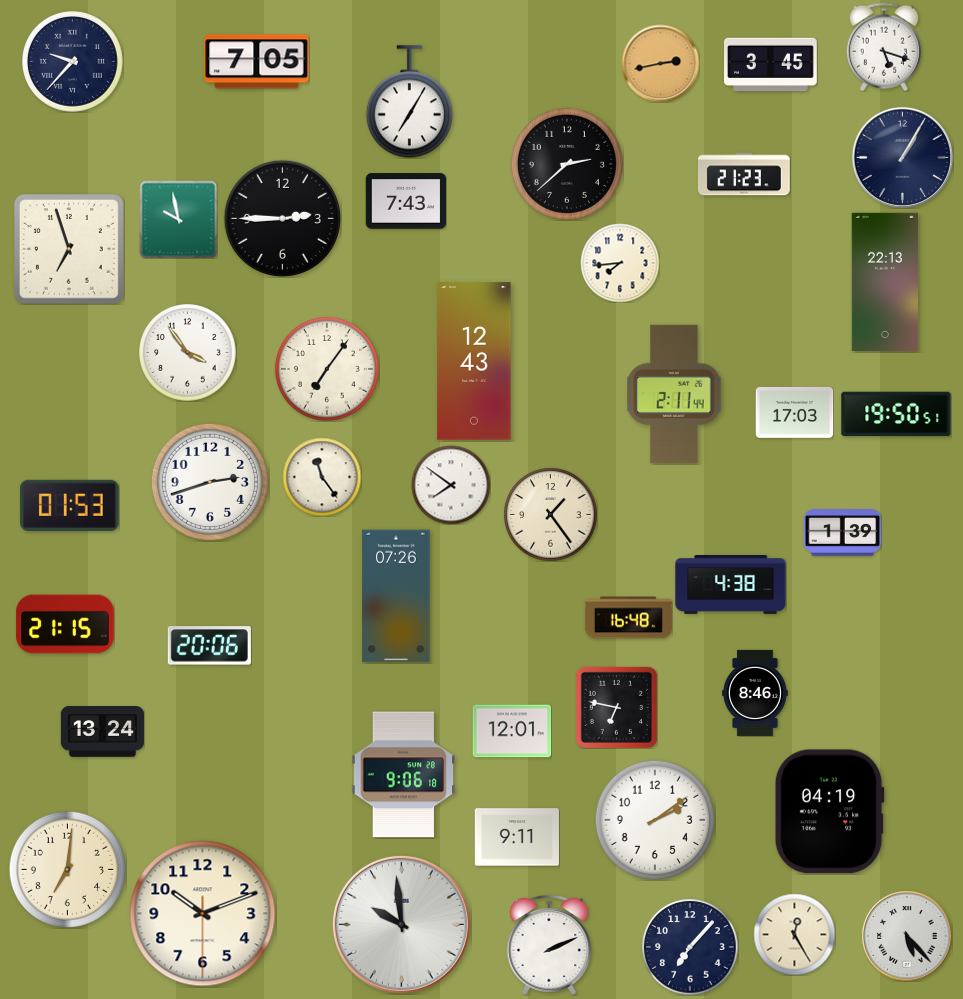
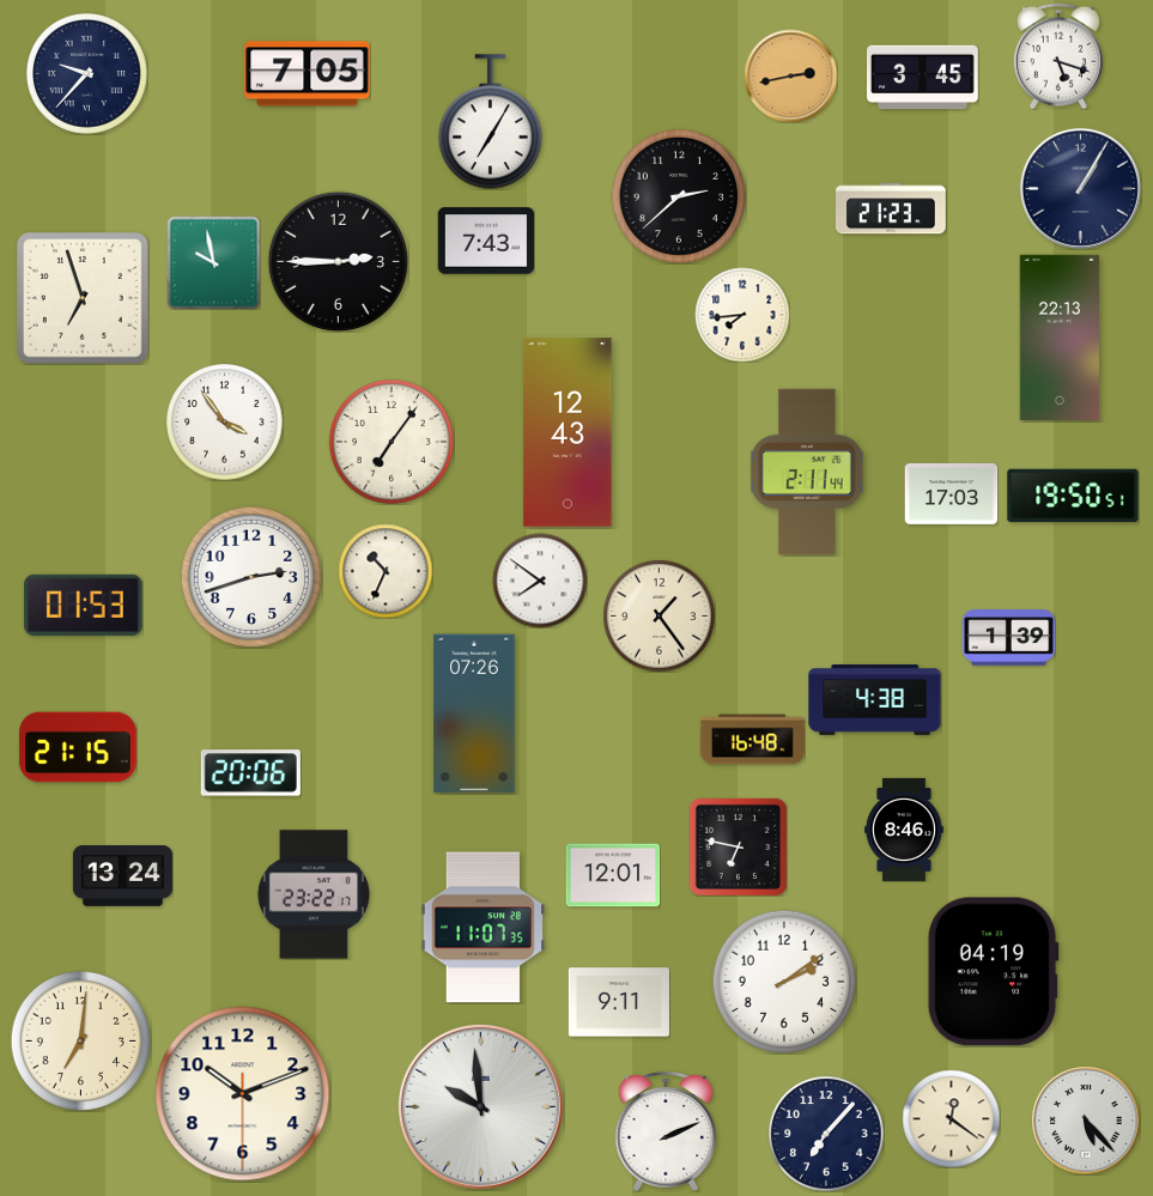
clock at (322, 477): 11:24 -> 10:34
clock at (314, 894): none -> 23:22
clock at (404, 775): 9:06 -> 11:07
clock at (794, 934): 12:25 -> 12:21
clock at (549, 945) position: (549, 945) -> (666, 1131)
